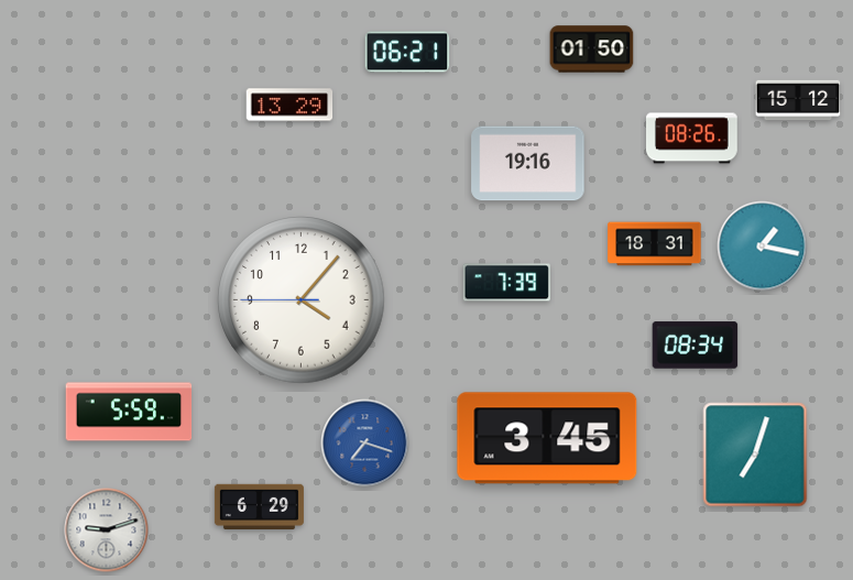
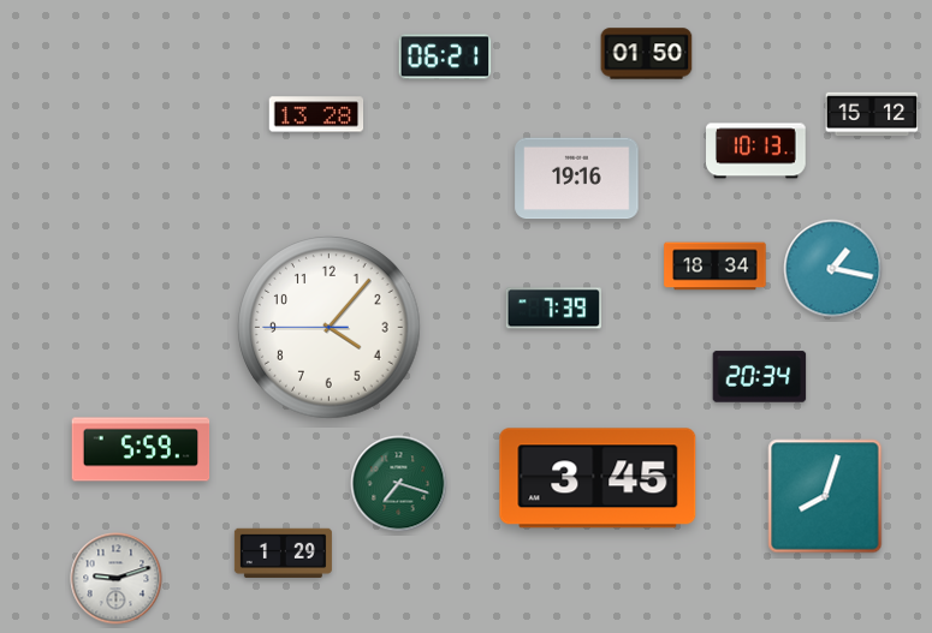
clock at (798, 100) position: (798, 100) -> (872, 114)
clock at (289, 105): 13:29 -> 13:28
clock at (692, 139): 08:26 -> 10:13
clock at (655, 244): 18:31 -> 18:34
clock at (696, 346): 08:34 -> 20:34
clock at (365, 444) dial: blue -> green
clock at (755, 455): 7:03 -> 8:03
clock at (259, 506): 6:29 -> 1:29
